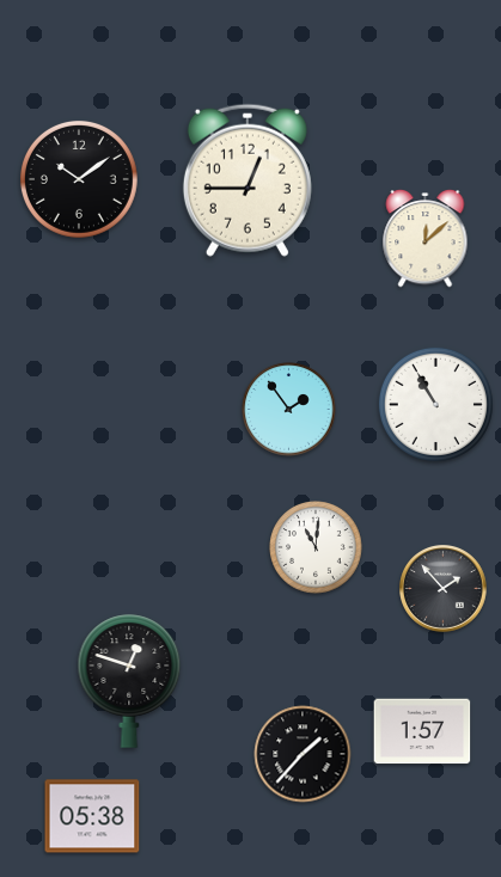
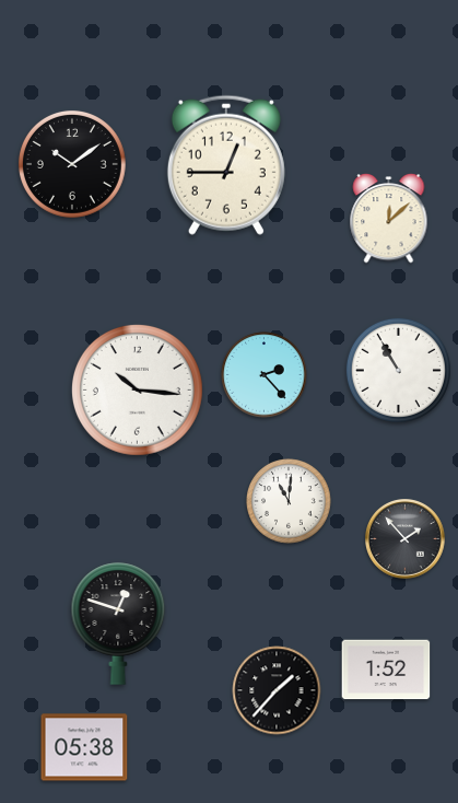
clock at (289, 410): 1:54 -> 2:23
clock at (137, 389): none -> 10:16
clock at (422, 731): 1:57 -> 1:52
